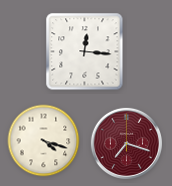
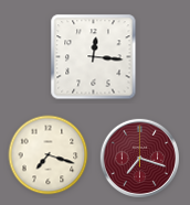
clock at (44, 141): 4:18 -> 7:18
